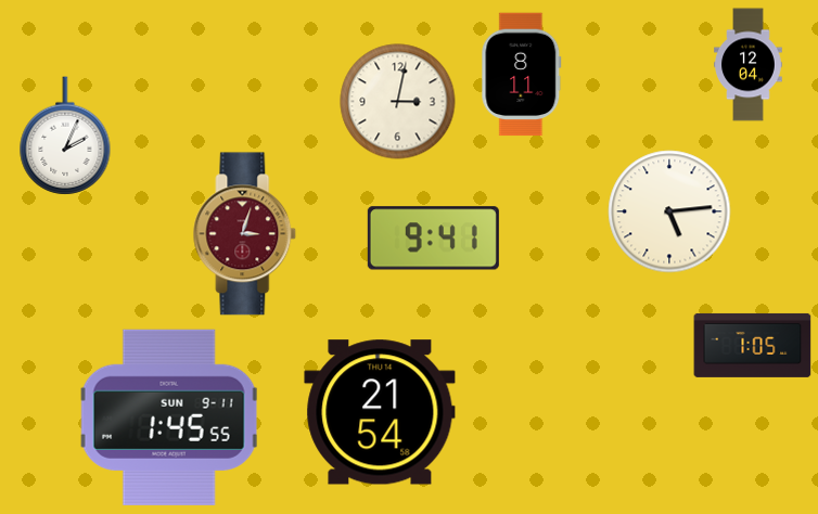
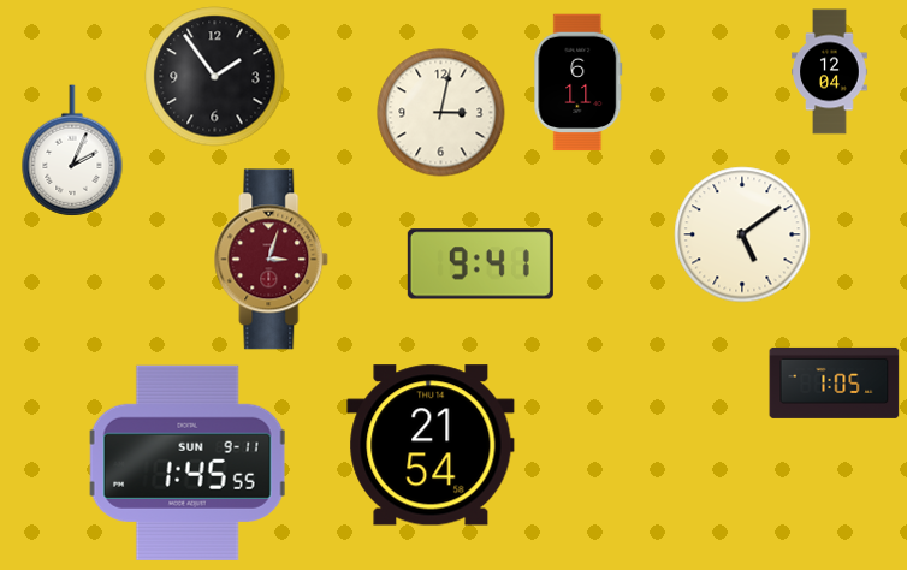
clock at (215, 77): none -> 1:54
clock at (522, 75): 8:11 -> 6:11
clock at (669, 211): 5:14 -> 5:09
clock at (380, 412) position: (380, 412) -> (431, 445)
